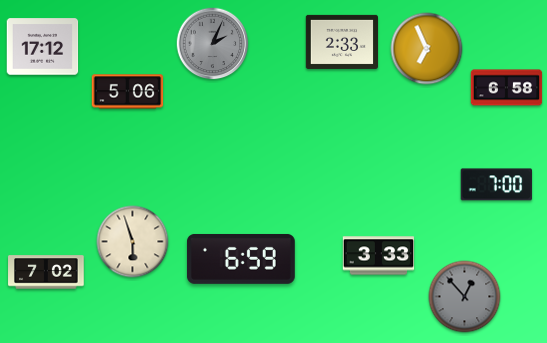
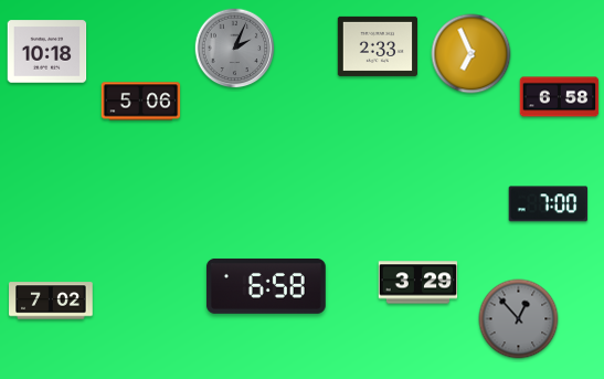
clock at (43, 47): 17:12 -> 10:18
clock at (133, 242): 5:57 -> none
clock at (379, 256): 3:33 -> 3:29
clock at (241, 259): 6:59 -> 6:58
clock at (465, 297) position: (465, 297) -> (519, 319)
